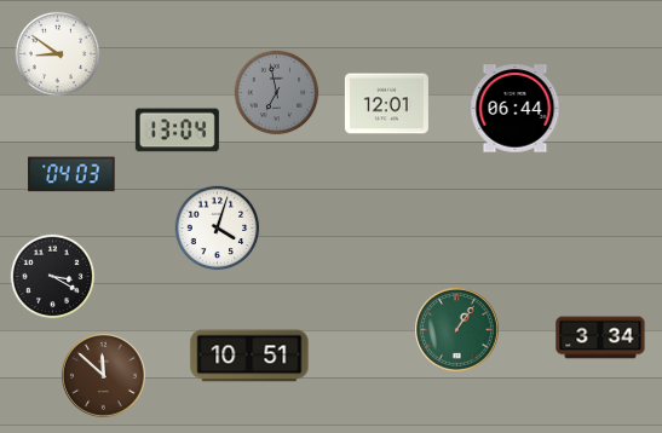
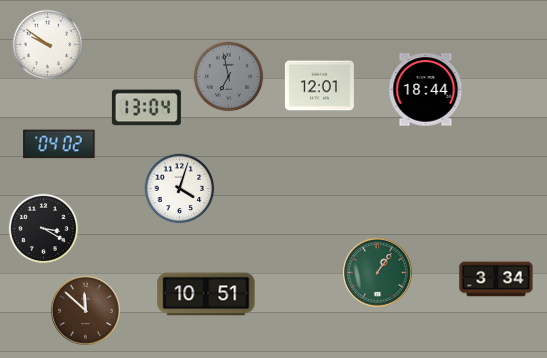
clock at (58, 54): 8:51 -> 9:51
clock at (516, 109): 06:44 -> 18:44
clock at (71, 174): 04:03 -> 04:02
